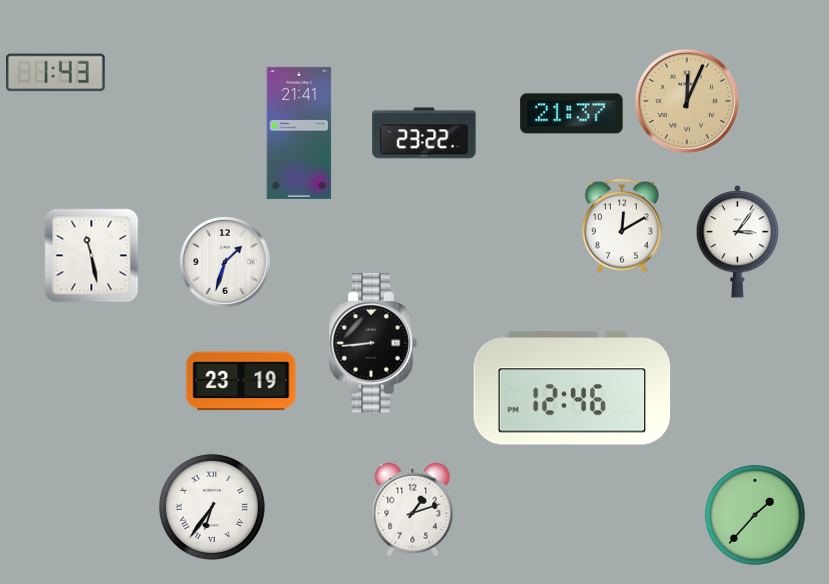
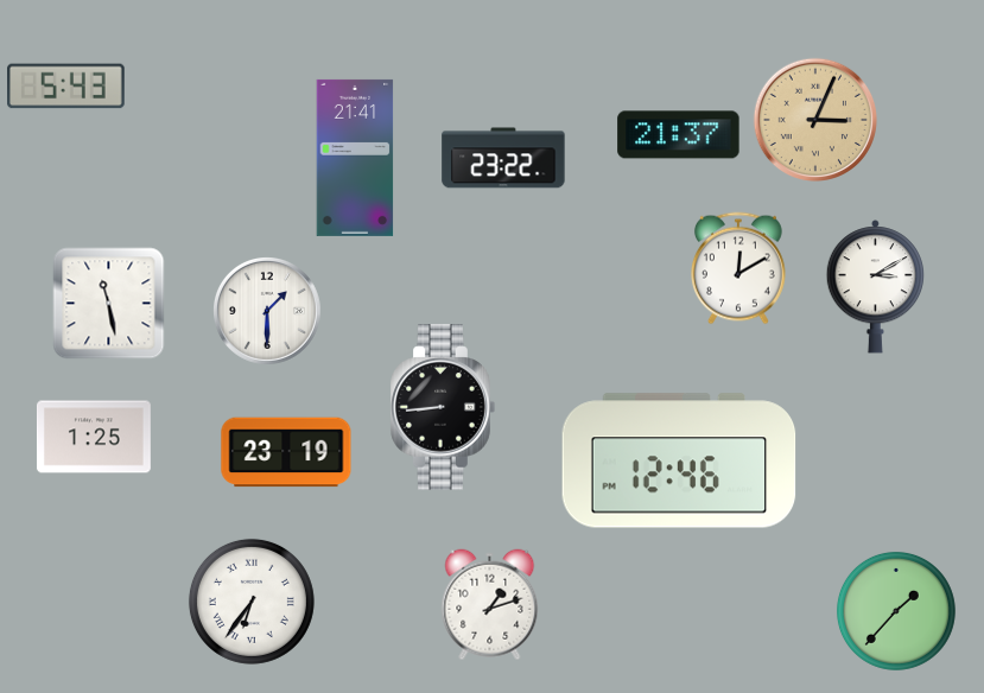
clock at (56, 73): 1:43 -> 5:43
clock at (686, 100): 12:04 -> 3:04
clock at (738, 242): 3:06 -> 3:10
clock at (226, 263): 1:33 -> 1:30
clock at (94, 437): none -> 1:25
